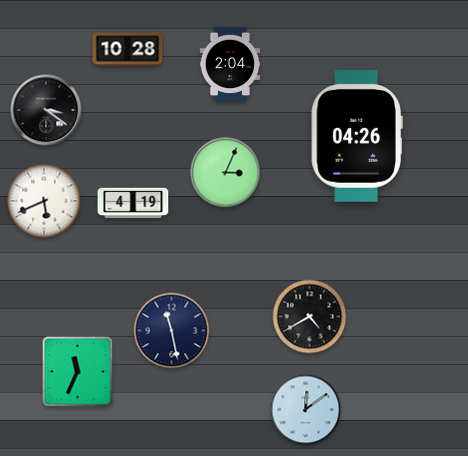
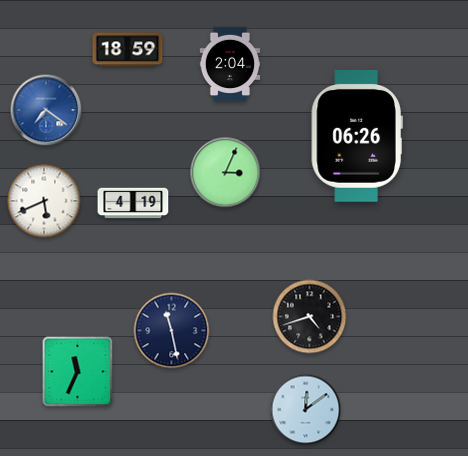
clock at (128, 50): 10:28 -> 18:59
clock at (46, 110): 3:21 -> 7:21
clock at (46, 110) dial: black -> blue
clock at (357, 136): 04:26 -> 06:26
clock at (310, 317): 4:40 -> 4:42
